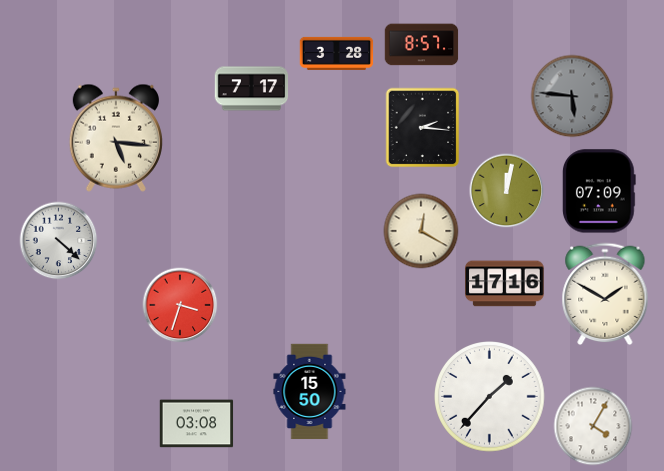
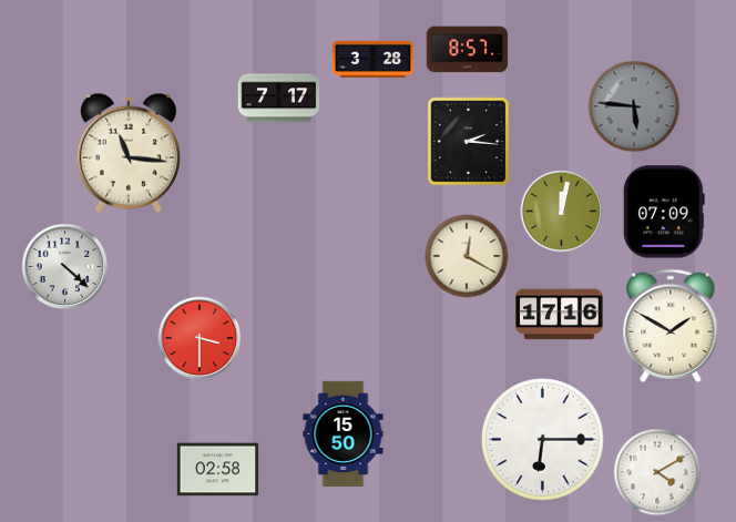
clock at (116, 138): 5:16 -> 11:16
clock at (180, 305): 3:33 -> 3:30
clock at (490, 397): 1:37 -> 6:15
clock at (197, 424): 03:08 -> 02:58
clock at (593, 426): 4:05 -> 4:10
